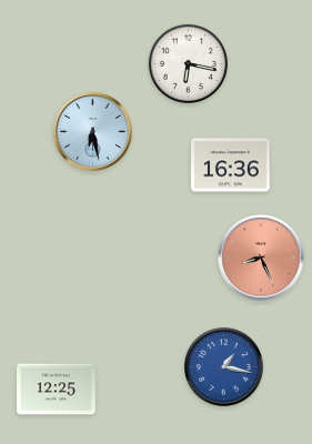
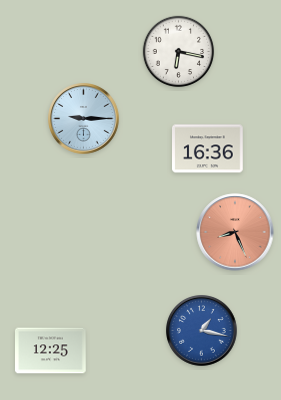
clock at (189, 64) position: (189, 64) -> (179, 52)
clock at (93, 132): 6:28 -> 9:15
